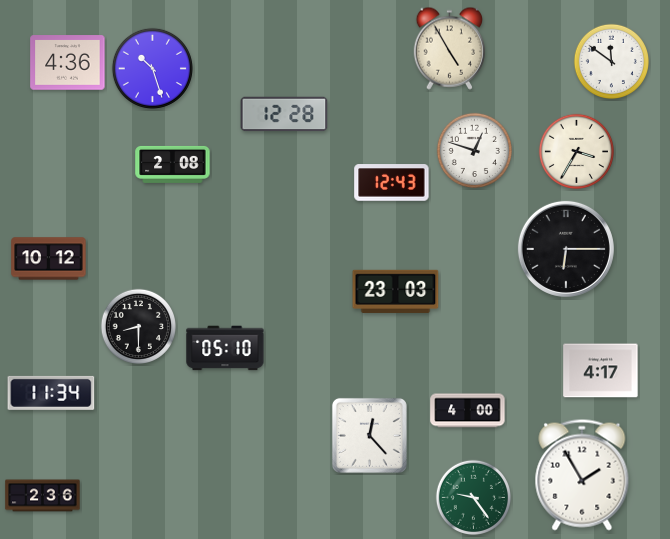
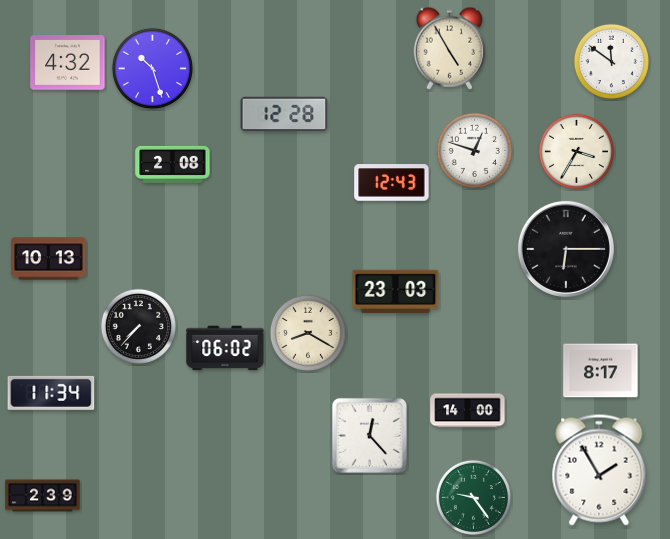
clock at (68, 63): 4:36 -> 4:32
clock at (49, 259): 10:12 -> 10:13
clock at (138, 326): 8:30 -> 7:37
clock at (307, 332): none -> 8:20
clock at (225, 348): 05:10 -> 06:02
clock at (601, 371): 4:17 -> 8:17
clock at (468, 411): 4:00 -> 14:00
clock at (582, 475) position: (582, 475) -> (599, 470)
clock at (43, 496): 2:36 -> 2:39
